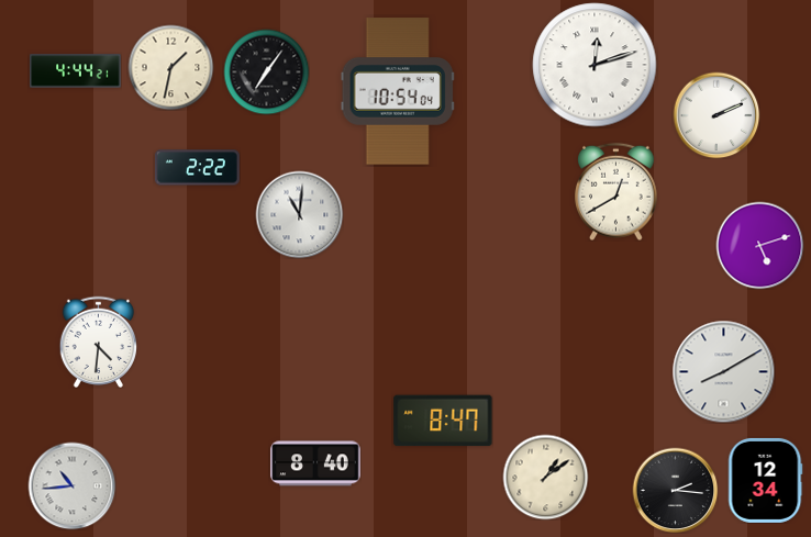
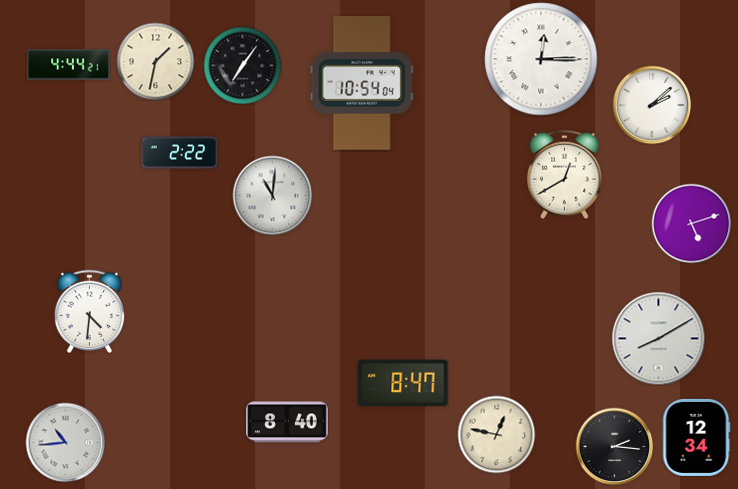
clock at (595, 65): 12:12 -> 12:15
clock at (716, 115): 2:11 -> 2:08
clock at (616, 191) position: (616, 191) -> (565, 174)
clock at (545, 477): 1:09 -> 12:47
